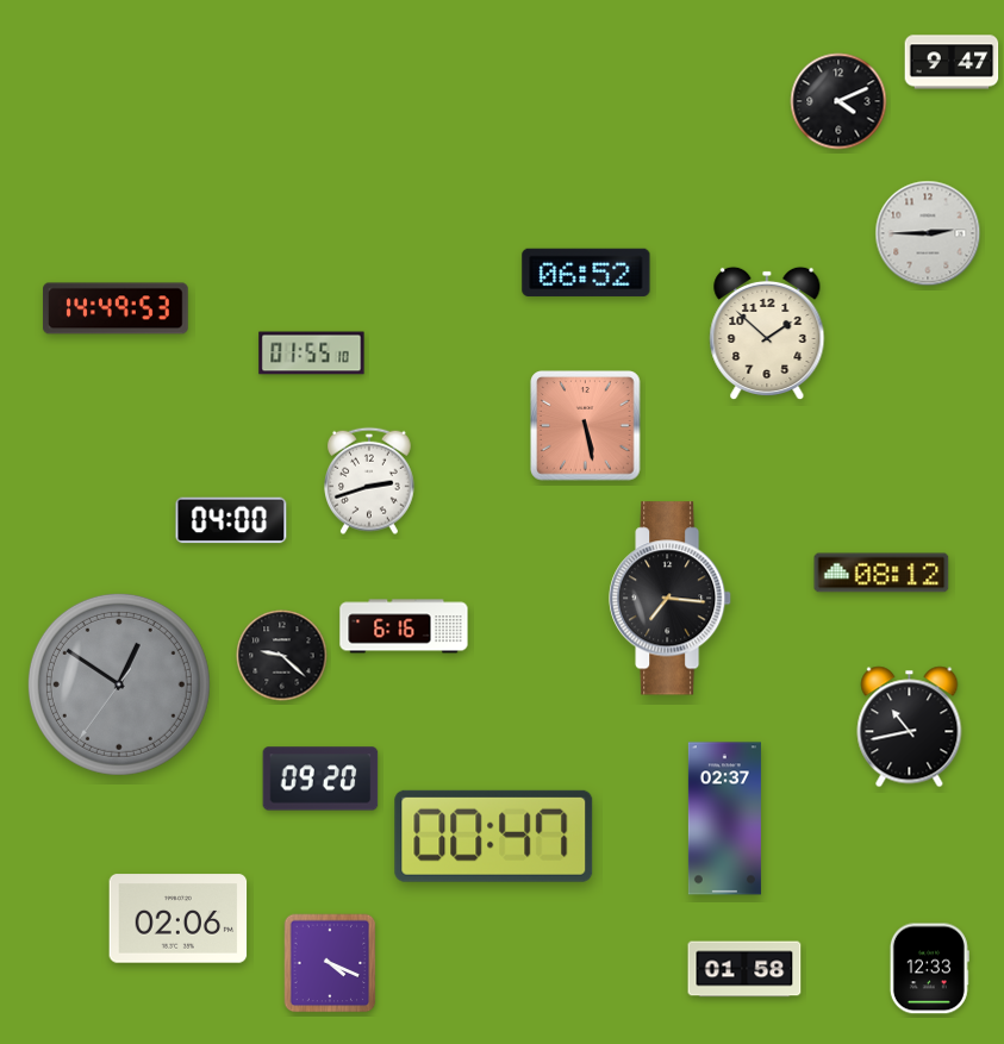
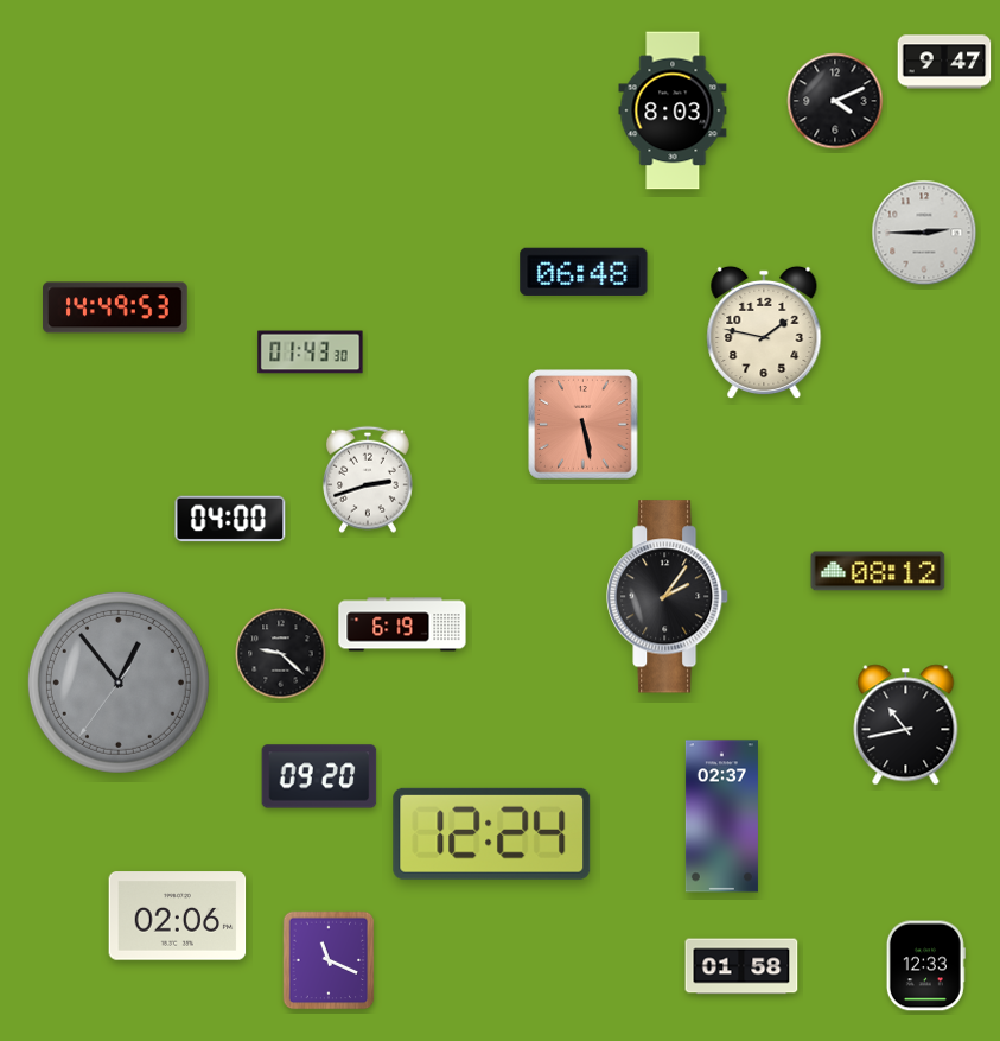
clock at (952, 62) position: (952, 62) -> (944, 62)
clock at (673, 110): none -> 8:03
clock at (586, 273): 06:52 -> 06:48
clock at (767, 333): 1:52 -> 1:47
clock at (312, 354): 01:55 -> 01:43
clock at (671, 599): 7:16 -> 2:06
clock at (404, 626): 6:16 -> 6:19
clock at (119, 684): 12:50 -> 12:53
clock at (494, 836): 00:47 -> 12:24
clock at (330, 963): 4:19 -> 11:19
